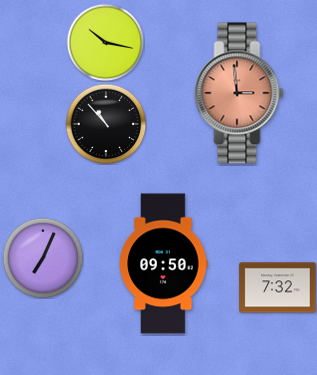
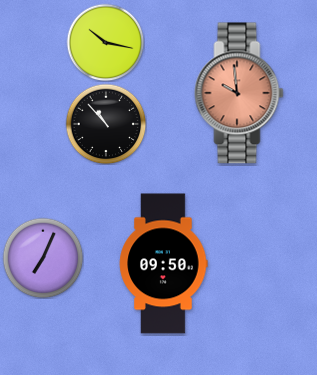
clock at (239, 93): 2:59 -> 9:59
clock at (278, 288): 7:32 -> none
